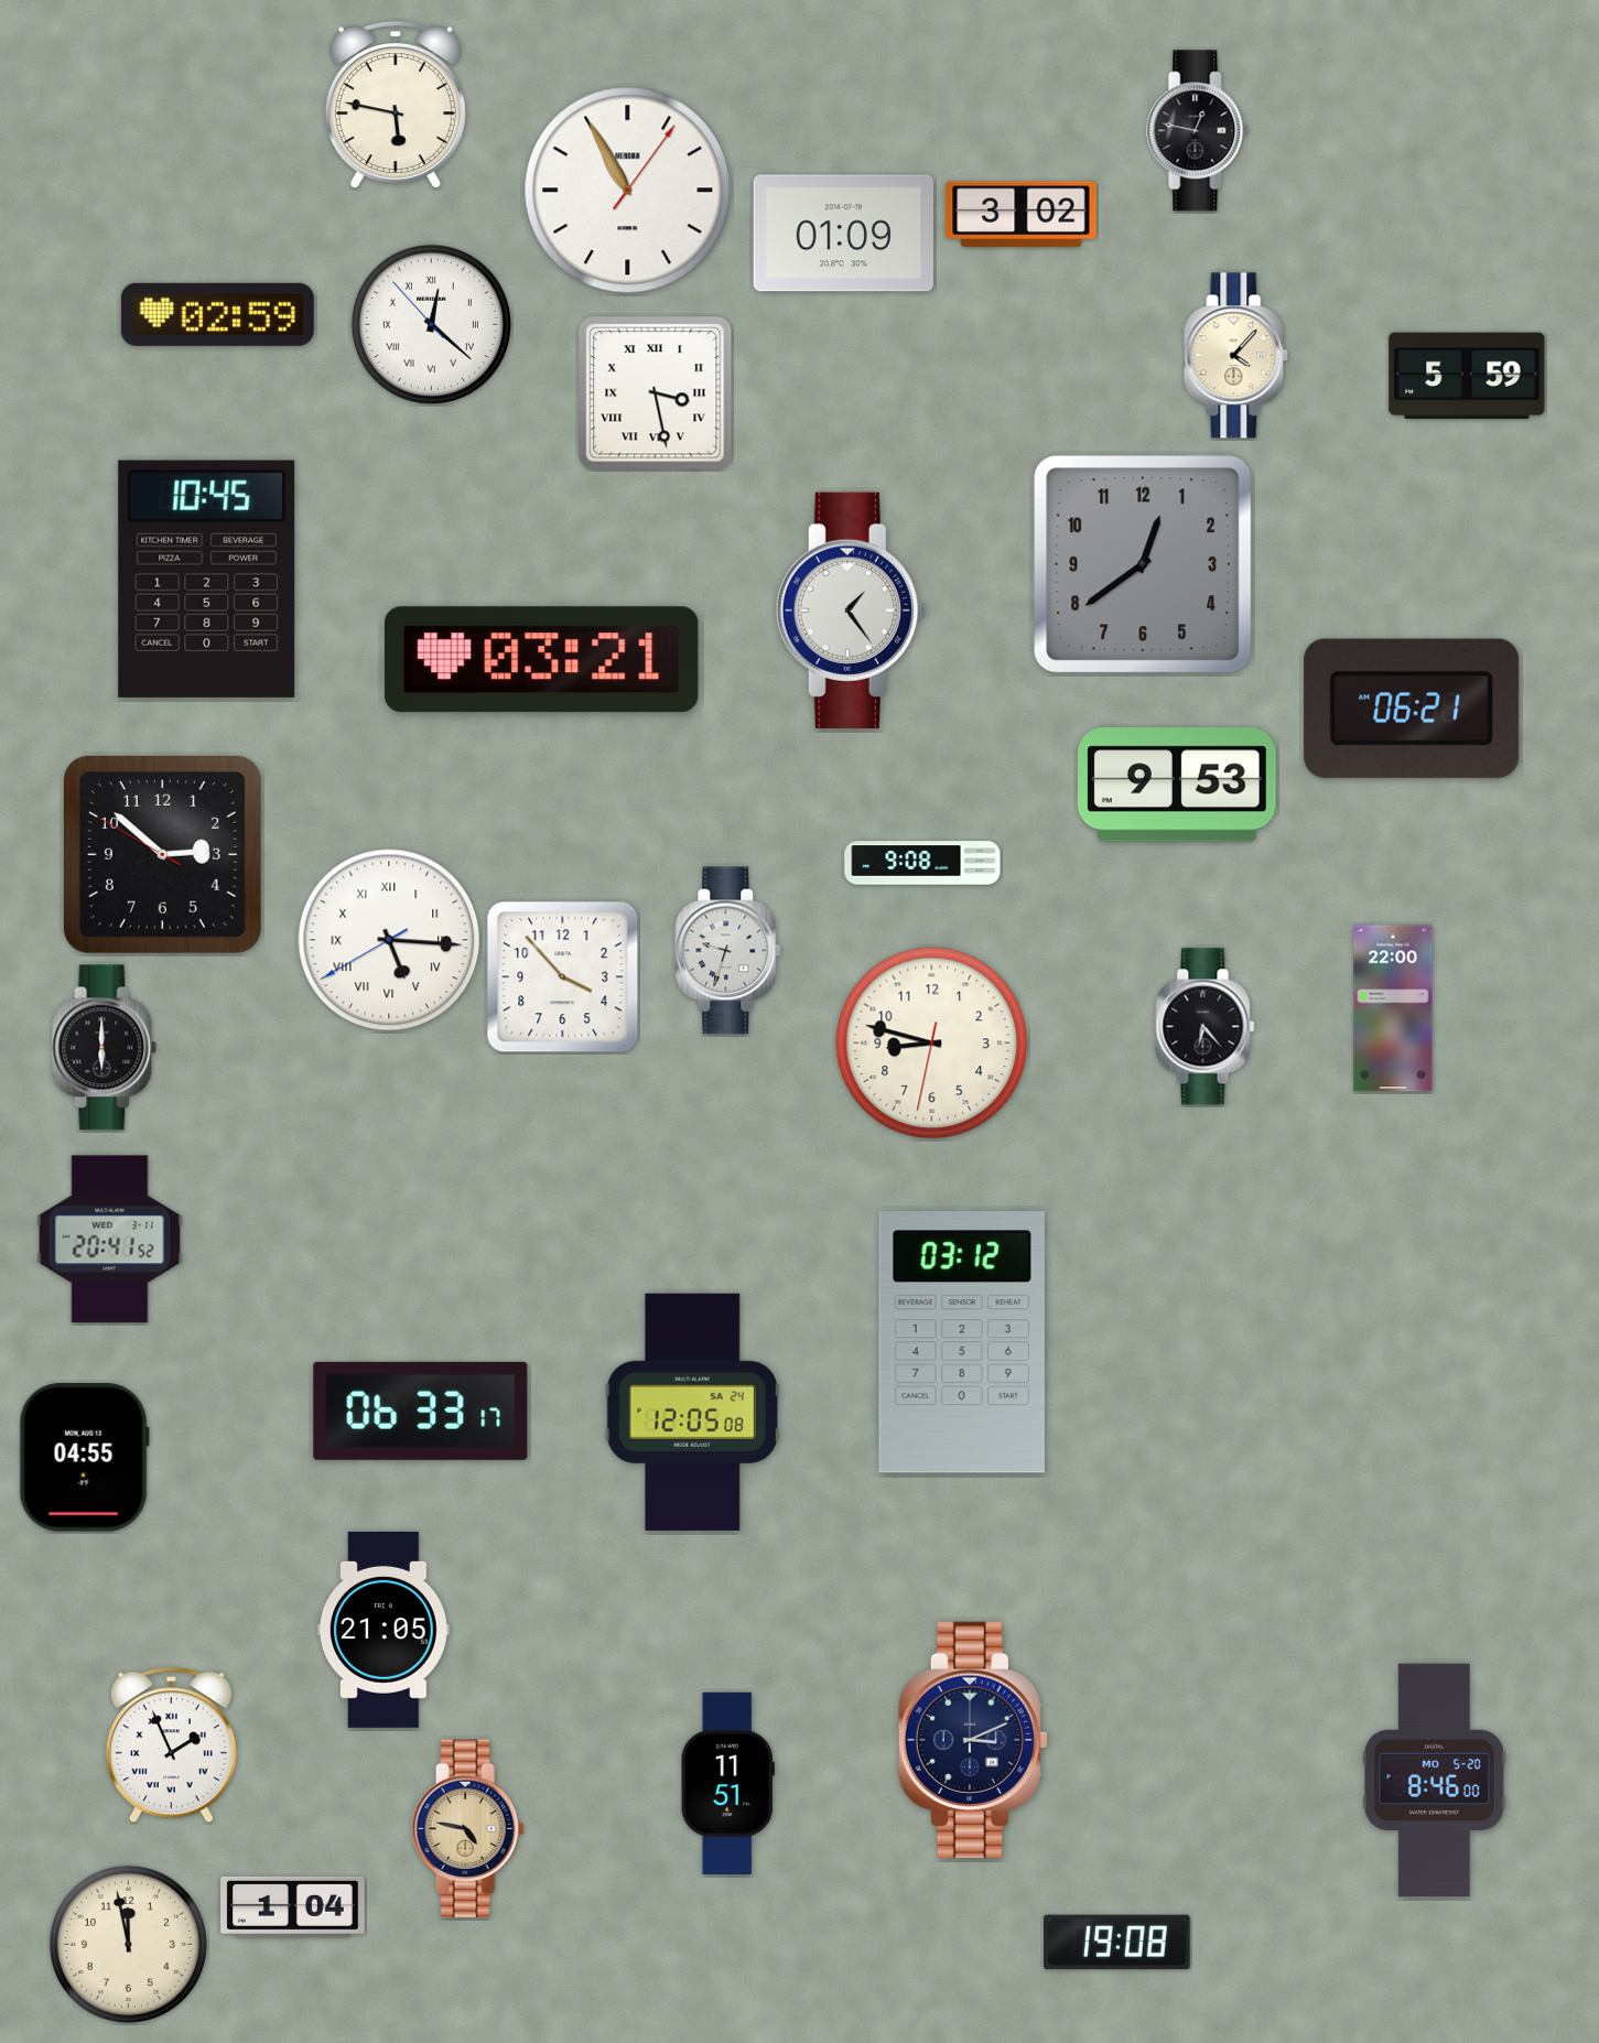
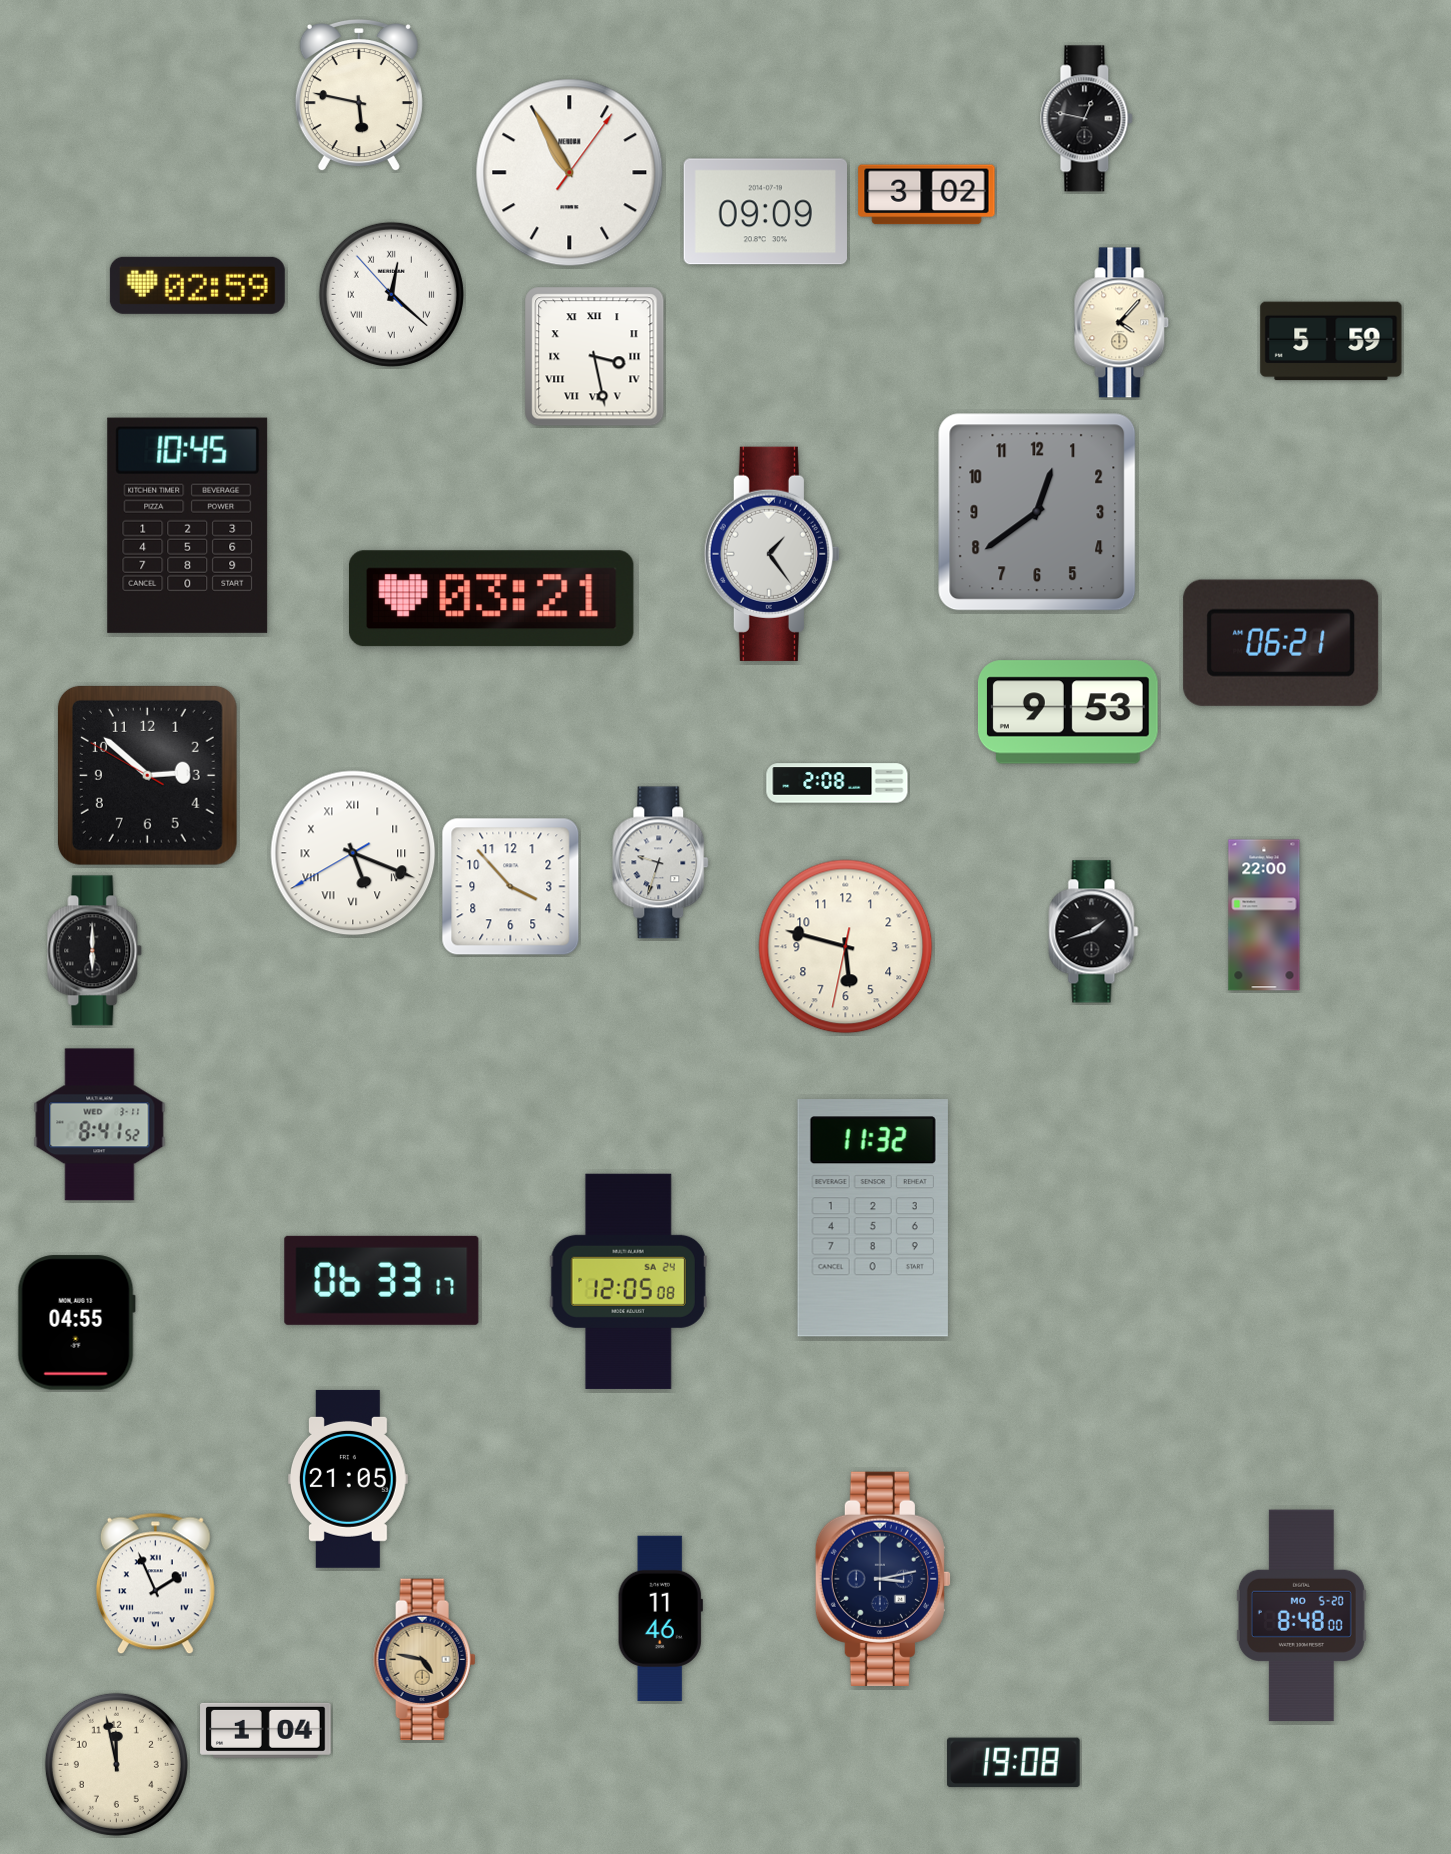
clock at (843, 234): 01:09 -> 09:09
clock at (922, 863): 9:08 -> 2:08
clock at (389, 940): 5:15 -> 5:18
clock at (1206, 1027): 6:23 -> 1:42
clock at (932, 1044): 8:47 -> 5:47
clock at (110, 1240): 20:41 -> 8:41
clock at (962, 1342): 03:12 -> 11:32
clock at (973, 1740): 3:11 -> 3:13
clock at (1434, 1781): 8:46 -> 8:48
clock at (727, 1783): 11:51 -> 11:46
